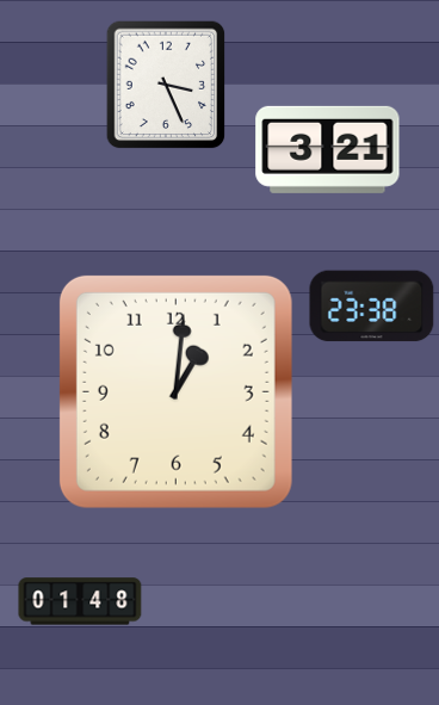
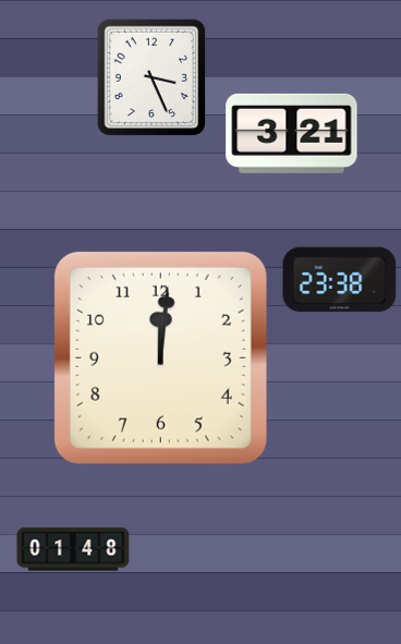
clock at (328, 149) position: (328, 149) -> (292, 133)
clock at (175, 391): 1:01 -> 12:01
